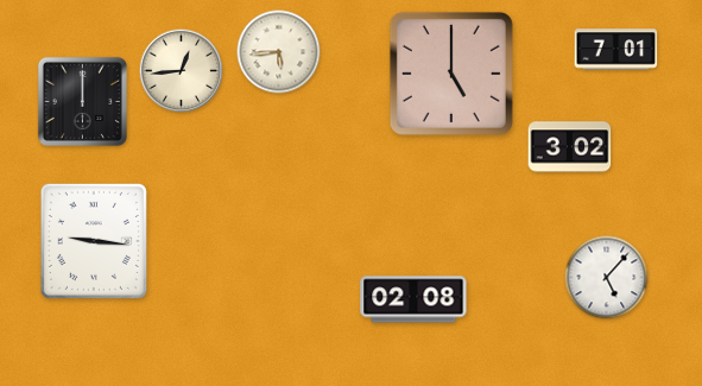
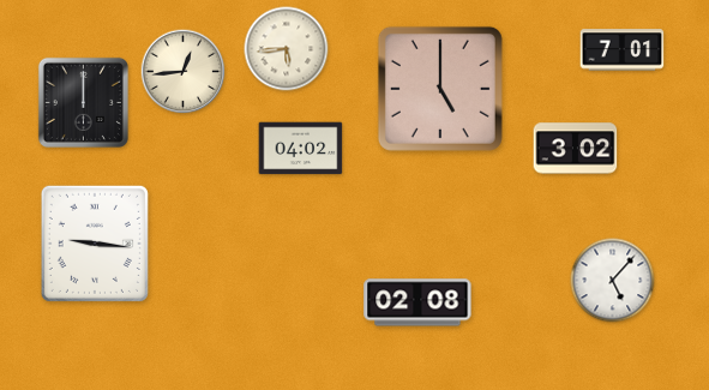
clock at (279, 52) position: (279, 52) -> (287, 49)
clock at (451, 74) position: (451, 74) -> (440, 89)
clock at (301, 149): none -> 04:02
